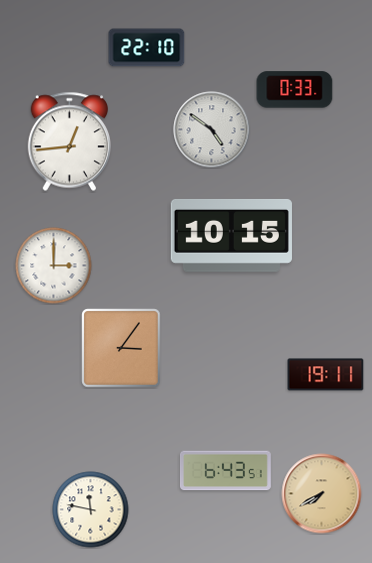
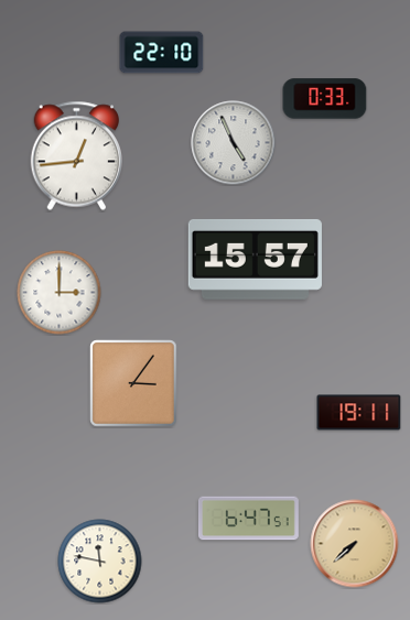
clock at (212, 130): 4:51 -> 4:56
clock at (231, 235): 10:15 -> 15:57
clock at (225, 471): 6:43 -> 6:47
clock at (322, 494): 7:40 -> 7:38
